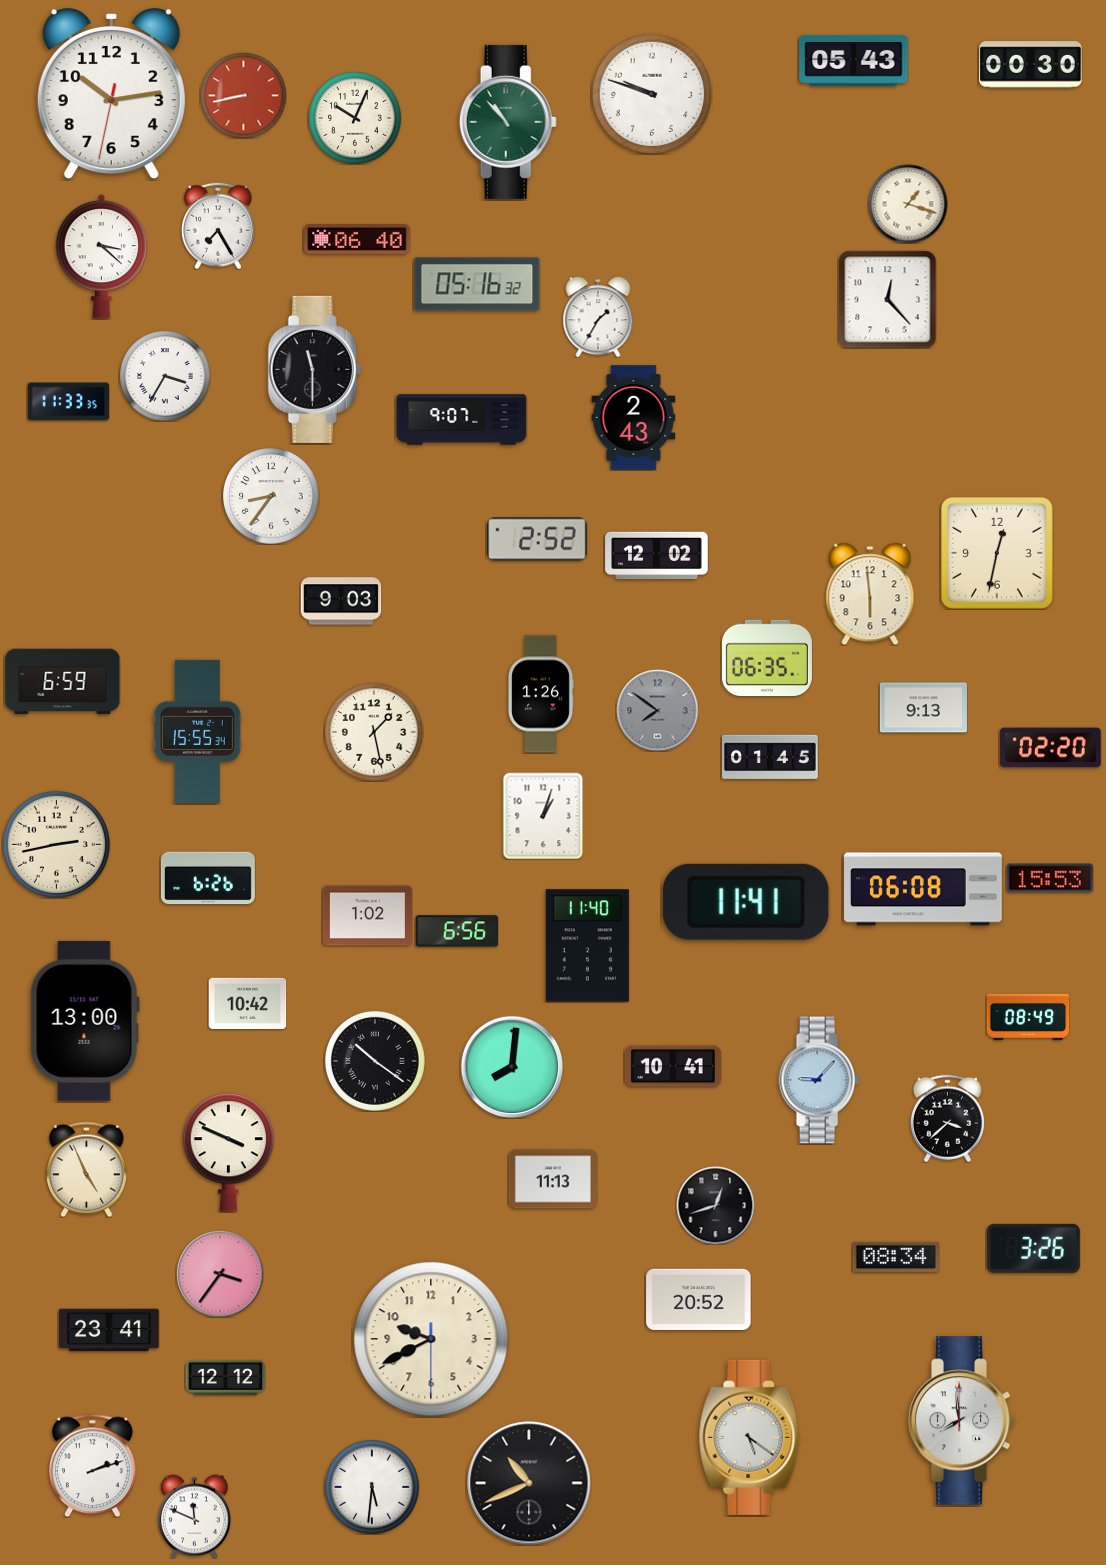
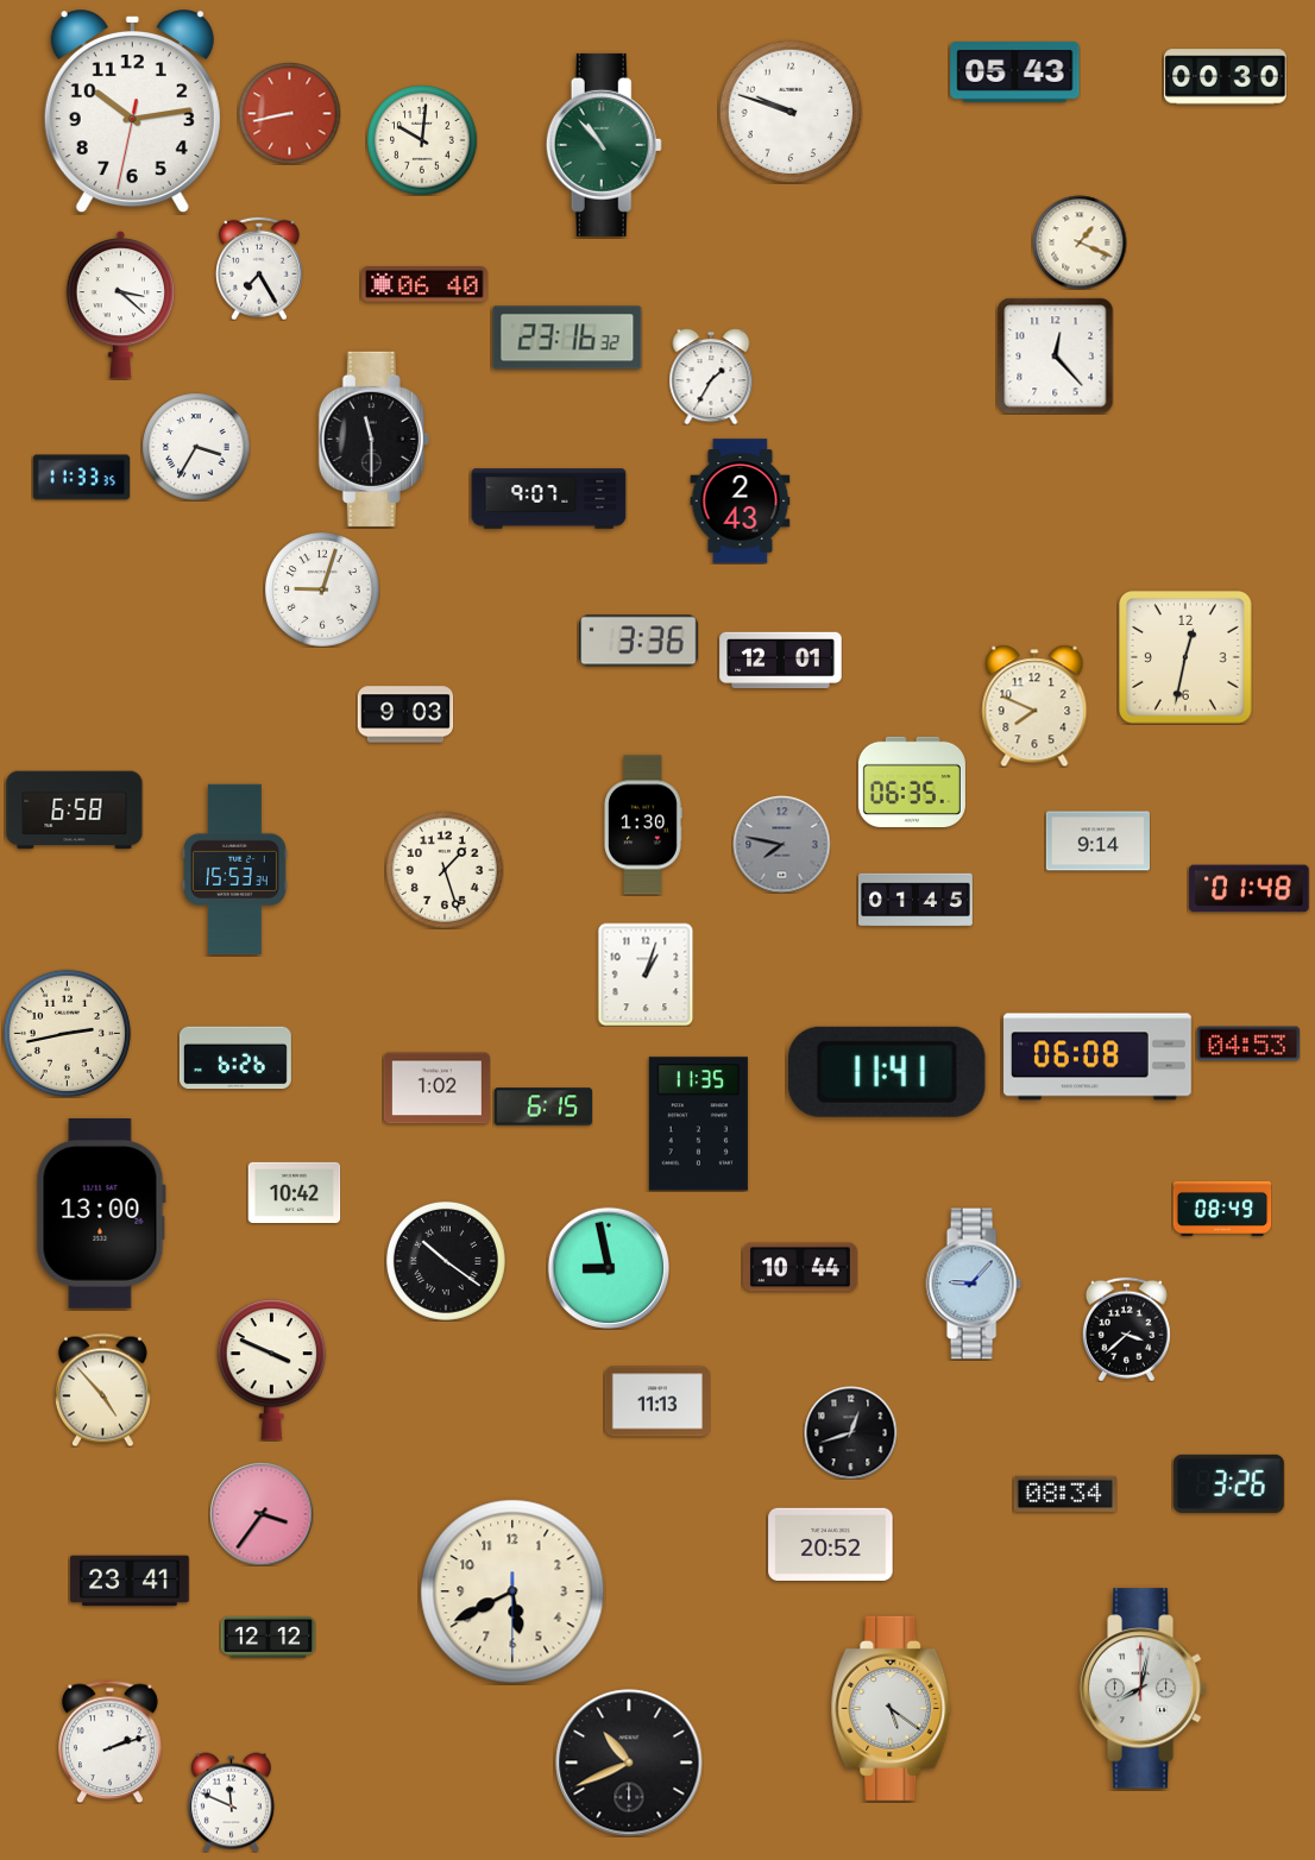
clock at (652, 94) position: (652, 94) -> (791, 112)
clock at (355, 118): 10:04 -> 10:01
clock at (908, 204): 1:18 -> 1:19
clock at (477, 284): 05:16 -> 23:16
clock at (634, 418) position: (634, 418) -> (741, 502)
clock at (271, 496): 8:36 -> 9:03
clock at (537, 539): 2:52 -> 3:36
clock at (657, 556): 12:02 -> 12:01
clock at (870, 594): 5:59 -> 7:49
clock at (63, 682): 6:59 -> 6:58
clock at (541, 694): 1:26 -> 1:30
clock at (923, 708): 9:13 -> 9:14
clock at (657, 710): 7:51 -> 7:47
clock at (198, 732): 15:55 -> 15:53
clock at (374, 732): 1:28 -> 1:27
clock at (1051, 748): 02:20 -> 01:48
clock at (543, 816) position: (543, 816) -> (646, 975)
clock at (56, 844) position: (56, 844) -> (67, 1033)
clock at (208, 878) position: (208, 878) -> (235, 1058)
clock at (1050, 878): 15:53 -> 04:53
clock at (457, 931): 6:56 -> 6:15
clock at (587, 946): 11:40 -> 11:35
clock at (511, 1066): 8:01 -> 8:58
clock at (673, 1066): 10:41 -> 10:44
clock at (86, 1169): 4:56 -> 4:53
clock at (431, 1339): 9:40 -> 5:40
clock at (962, 1421): 7:59 -> 8:02
clock at (372, 1487): 5:31 -> none
